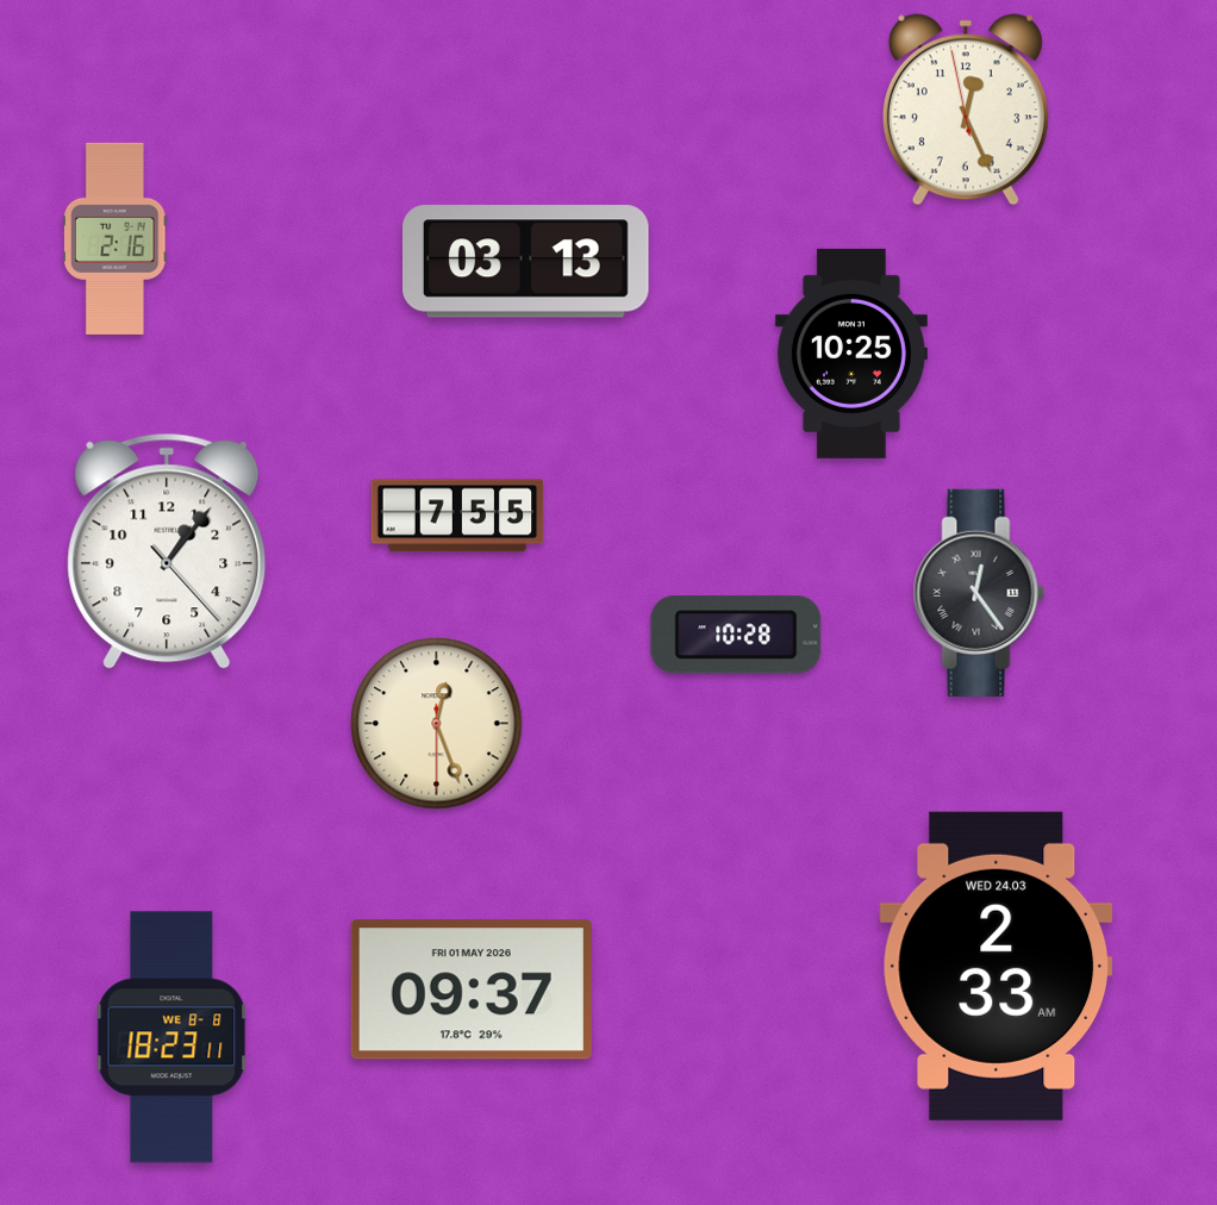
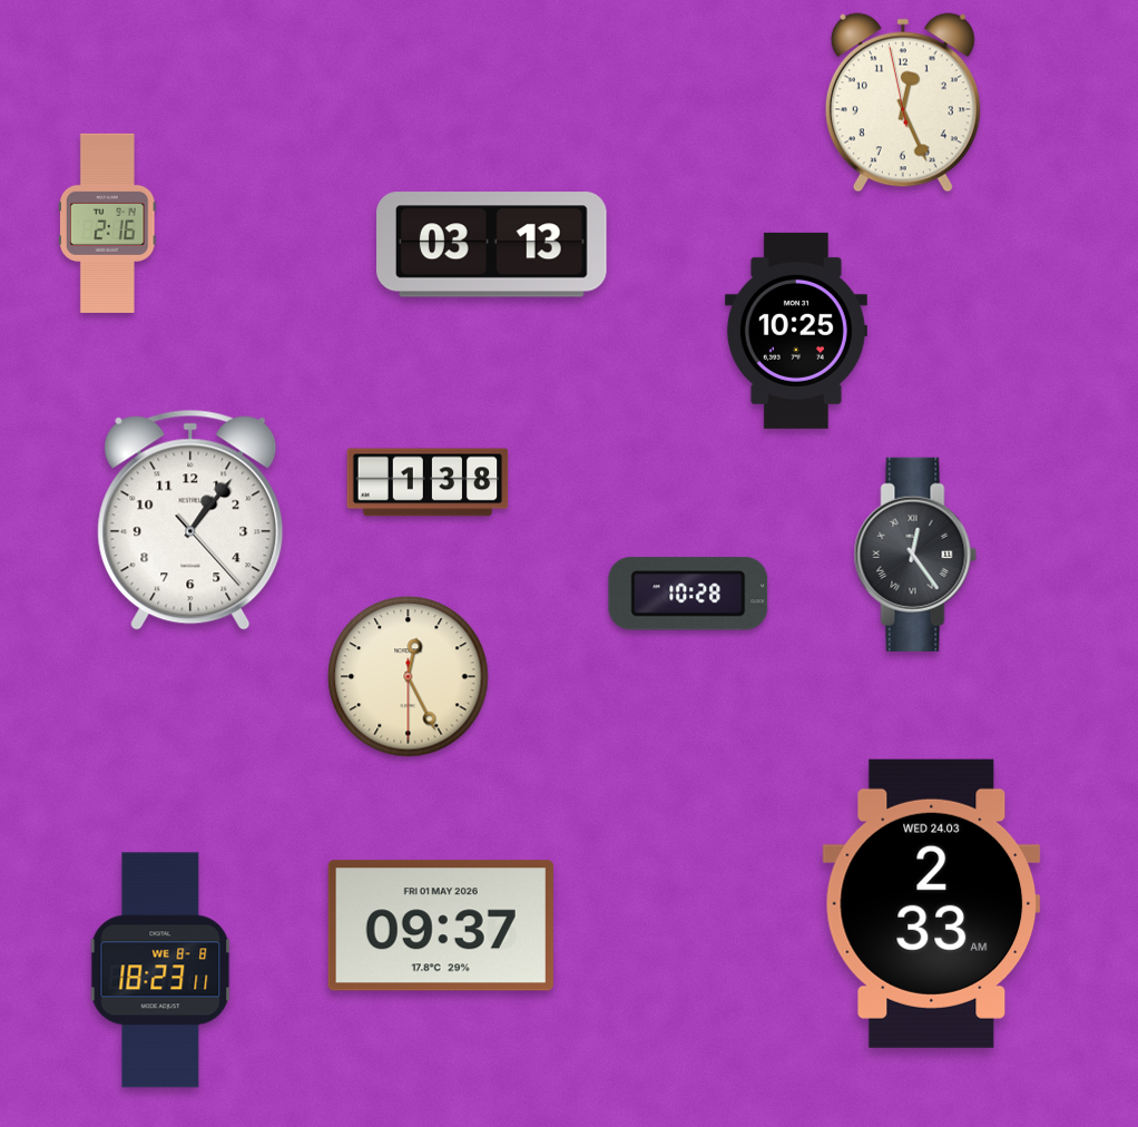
clock at (457, 516): 7:55 -> 1:38
clock at (167, 551) position: (167, 551) -> (190, 520)
clock at (437, 724): 12:26 -> 12:25
